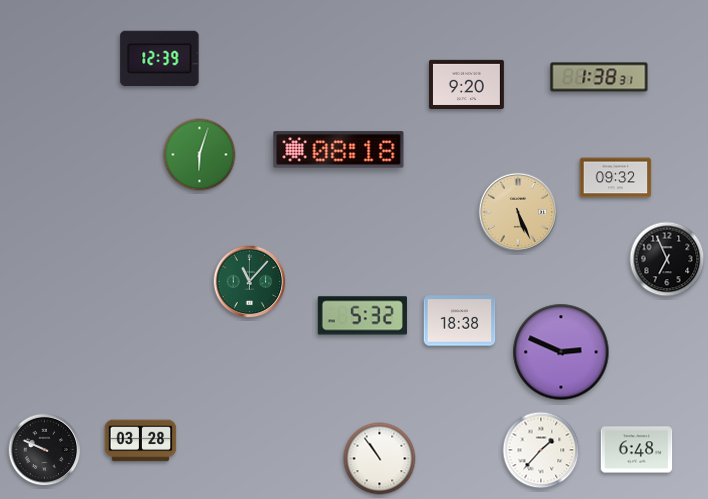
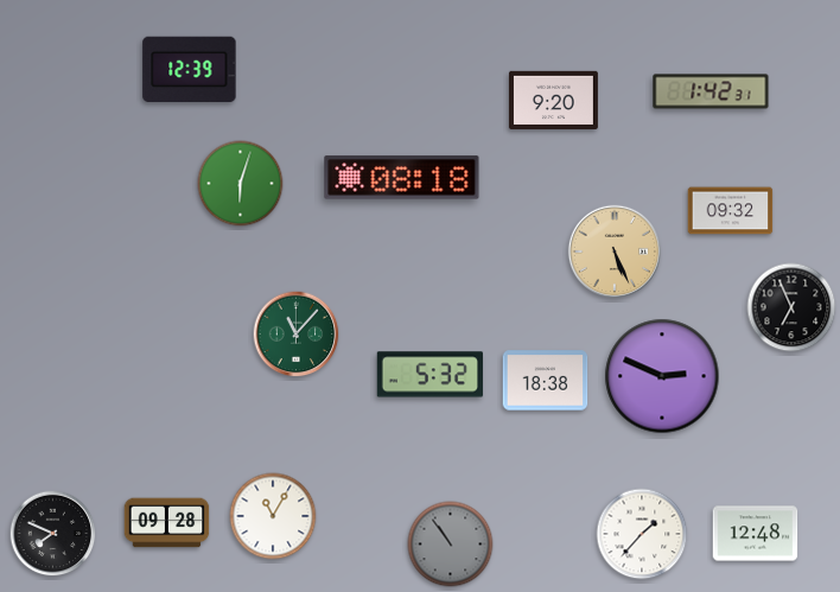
clock at (599, 77): 1:38 -> 1:42
clock at (200, 155) position: (200, 155) -> (241, 184)
clock at (561, 352) position: (561, 352) -> (662, 376)
clock at (273, 516): none -> 11:05
clock at (141, 441): 03:28 -> 09:28
clock at (45, 450): 9:49 -> 7:49
clock at (637, 450): 6:48 -> 12:48
clock at (380, 459) dial: white -> grey
